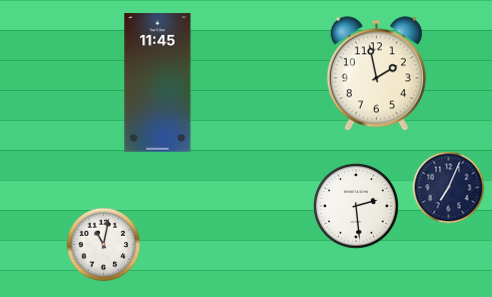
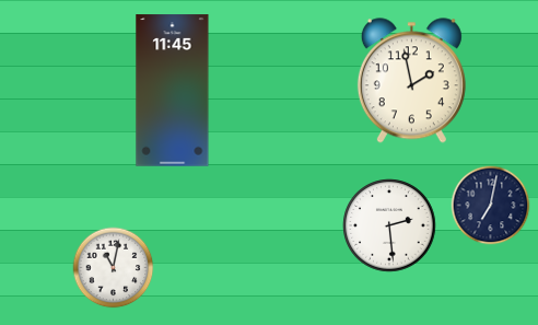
clock at (449, 188): 7:04 -> 7:02
